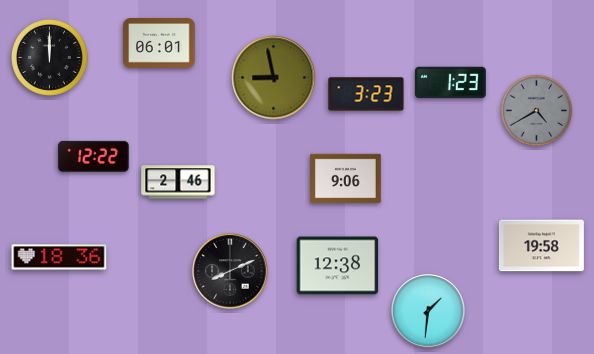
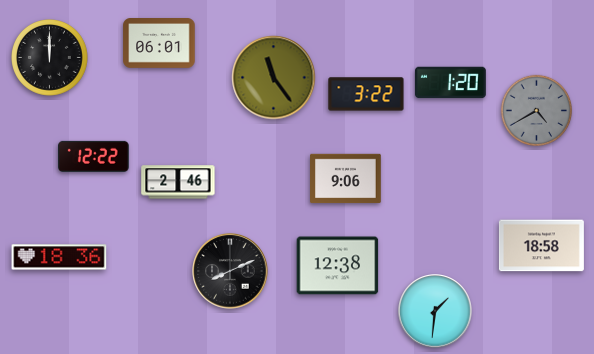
clock at (274, 78): 8:58 -> 11:24
clock at (451, 83): 1:23 -> 1:20
clock at (366, 94): 3:23 -> 3:22
clock at (541, 246): 19:58 -> 18:58
clock at (428, 311) position: (428, 311) -> (435, 311)
